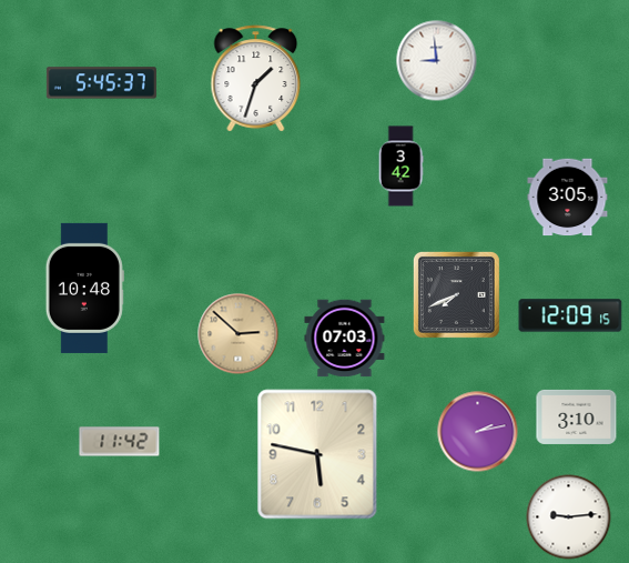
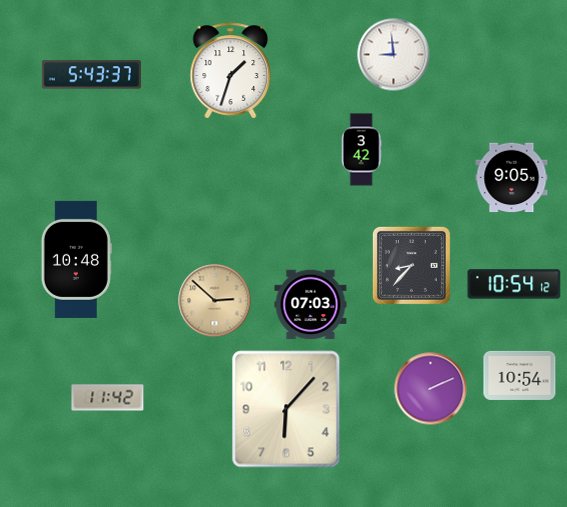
clock at (101, 83): 5:45 -> 5:43
clock at (568, 198): 3:05 -> 9:05
clock at (456, 294): 7:41 -> 8:37
clock at (570, 315): 12:09 -> 10:54
clock at (577, 416): 3:10 -> 10:54
clock at (478, 432): 2:13 -> 2:11
clock at (317, 454): 5:47 -> 6:07
clock at (569, 517): 9:14 -> none
